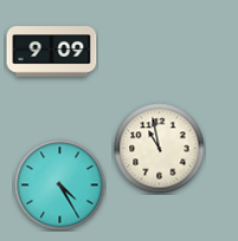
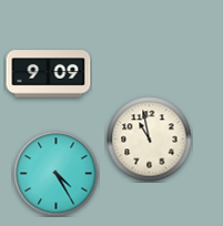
clock at (52, 52) position: (52, 52) -> (49, 74)
